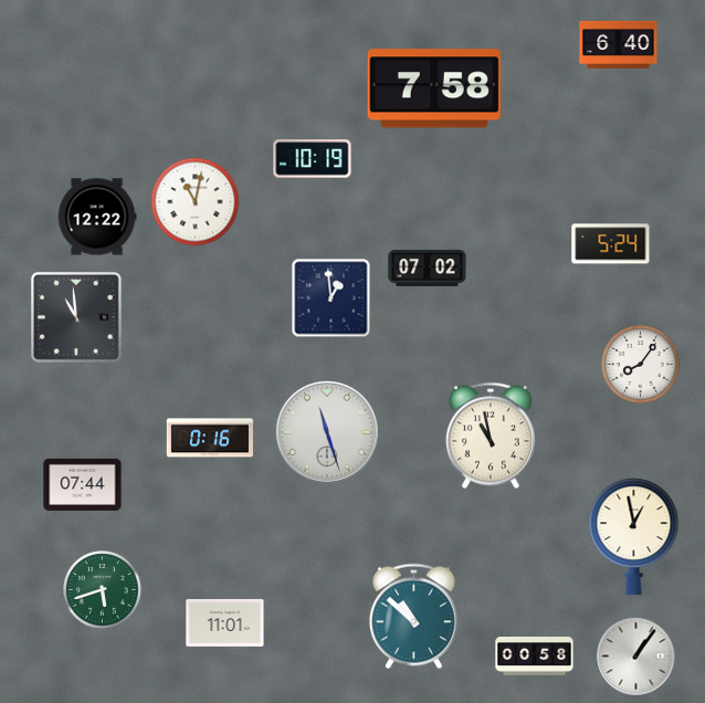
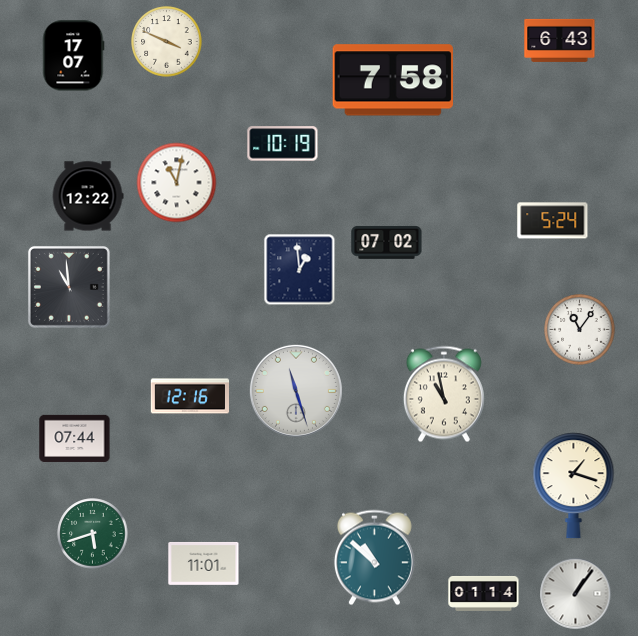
clock at (619, 44): 6:40 -> 6:43
clock at (167, 42): none -> 3:49
clock at (74, 56): none -> 17:07
clock at (641, 365): 8:06 -> 11:06
clock at (209, 438): 0:16 -> 12:16
clock at (634, 537): 12:58 -> 1:18
clock at (535, 655): 00:58 -> 01:14
